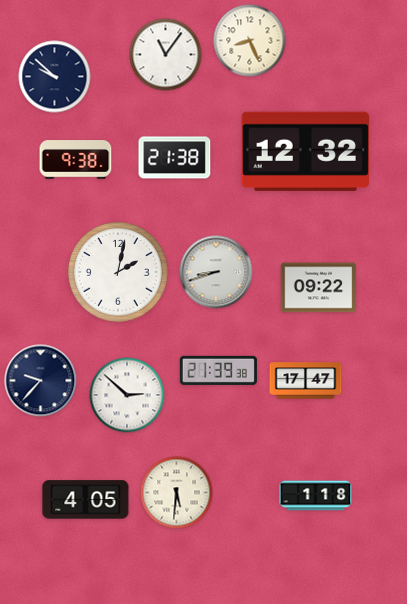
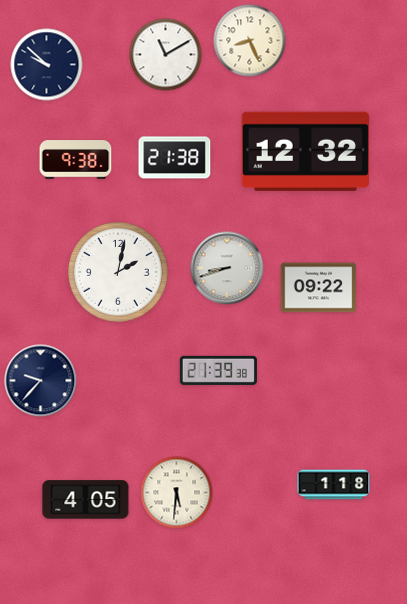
clock at (166, 55): 11:06 -> 11:10
clock at (55, 77) position: (55, 77) -> (47, 65)
clock at (216, 272) position: (216, 272) -> (227, 268)
clock at (306, 381): 17:47 -> none
clock at (127, 395): 2:52 -> none
clock at (316, 496) position: (316, 496) -> (334, 485)
